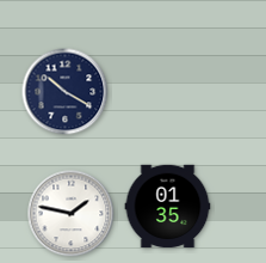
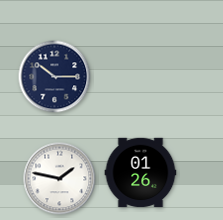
clock at (66, 92): 10:20 -> 10:15
clock at (168, 207): 01:35 -> 01:26
